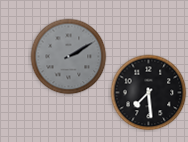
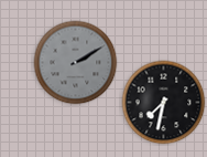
clock at (149, 93): 7:29 -> 7:32
